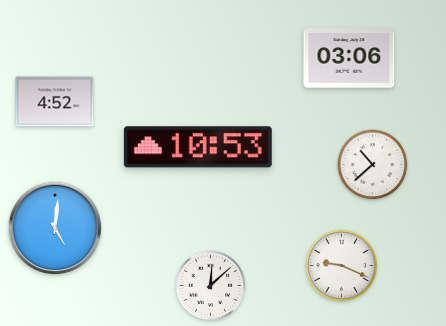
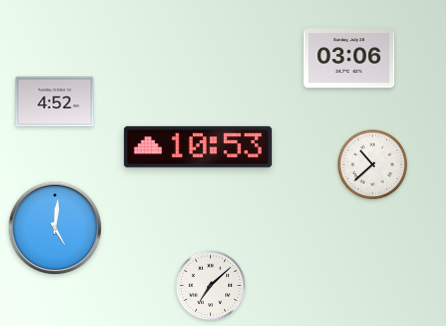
clock at (342, 266): 9:19 -> none
clock at (211, 286): 12:08 -> 7:08
